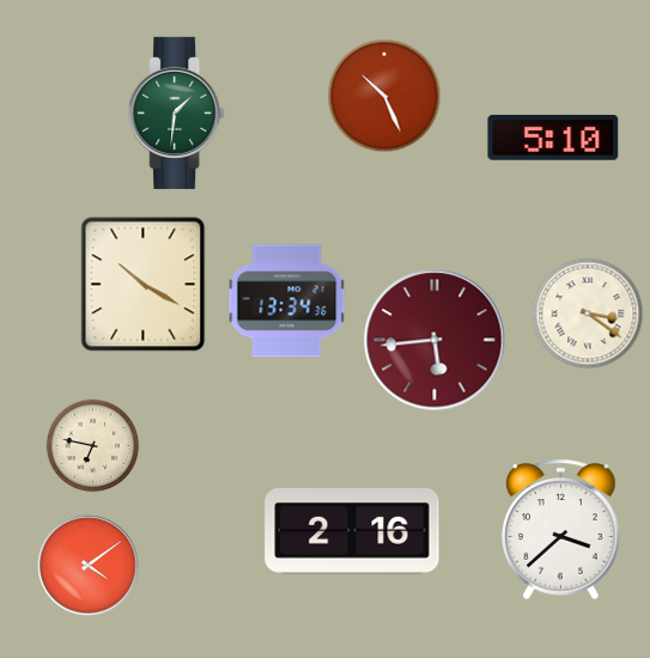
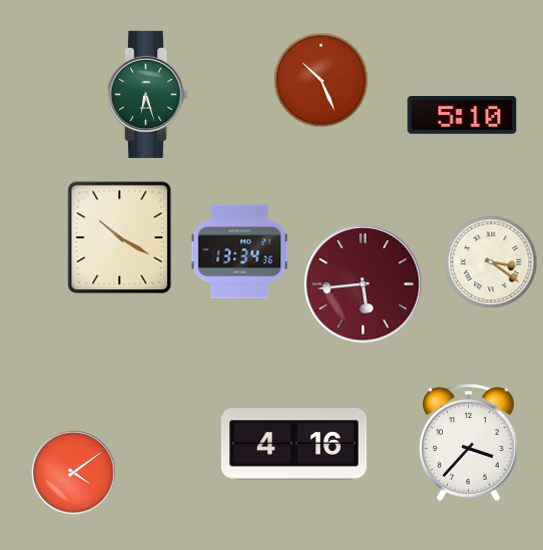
clock at (177, 112): 1:31 -> 6:27
clock at (93, 446): 6:47 -> none
clock at (561, 529): 3:38 -> 3:37
clock at (352, 531): 2:16 -> 4:16
